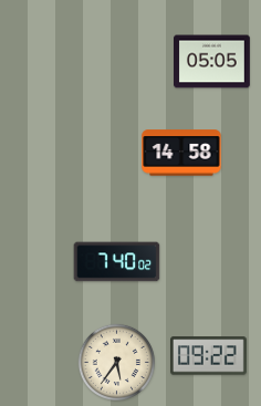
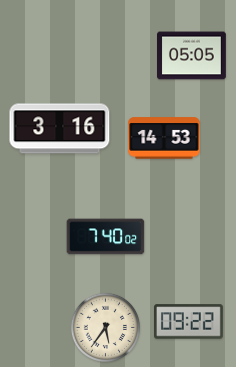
clock at (60, 129): none -> 3:16
clock at (181, 153): 14:58 -> 14:53
